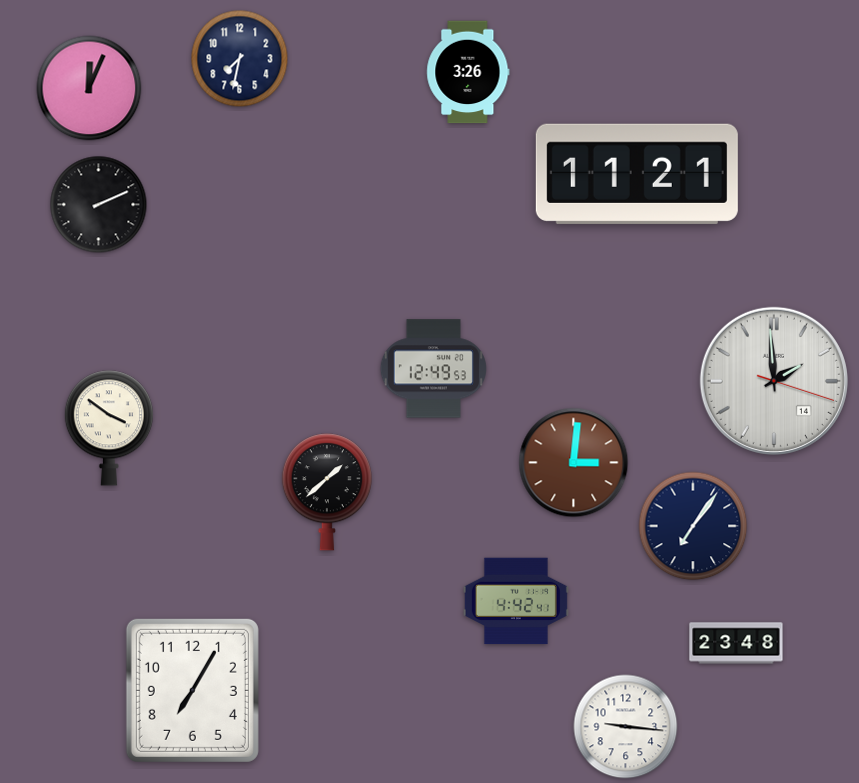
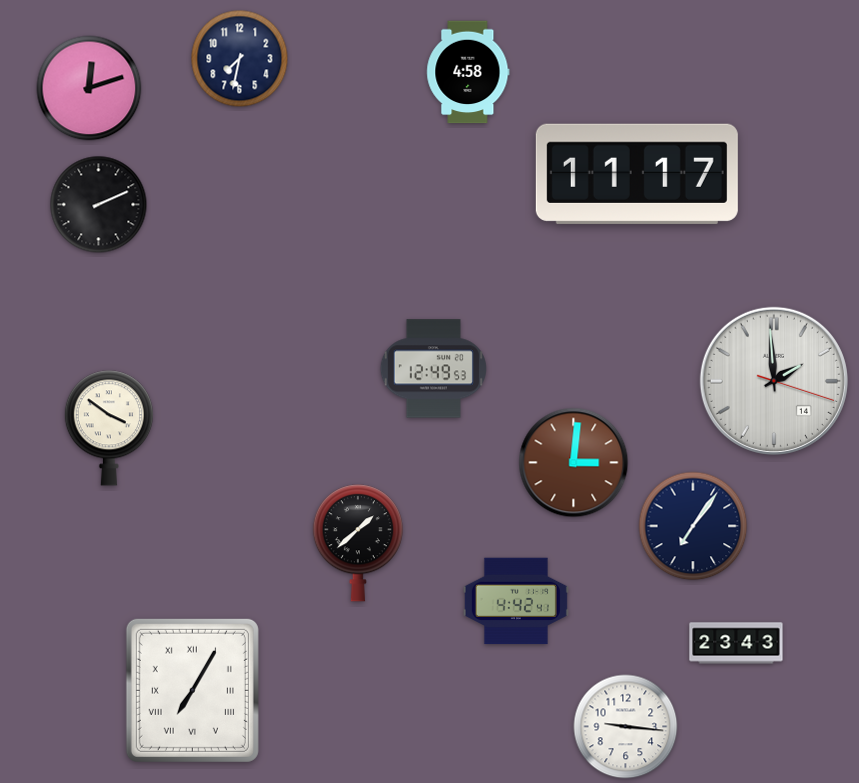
clock at (468, 72): 3:26 -> 4:58
clock at (89, 88): 12:04 -> 12:12
clock at (637, 174): 11:21 -> 11:17
clock at (327, 492) position: (327, 492) -> (358, 543)
clock at (736, 643): 23:48 -> 23:43
clock at (192, 690) numerals: Arabic -> Roman
